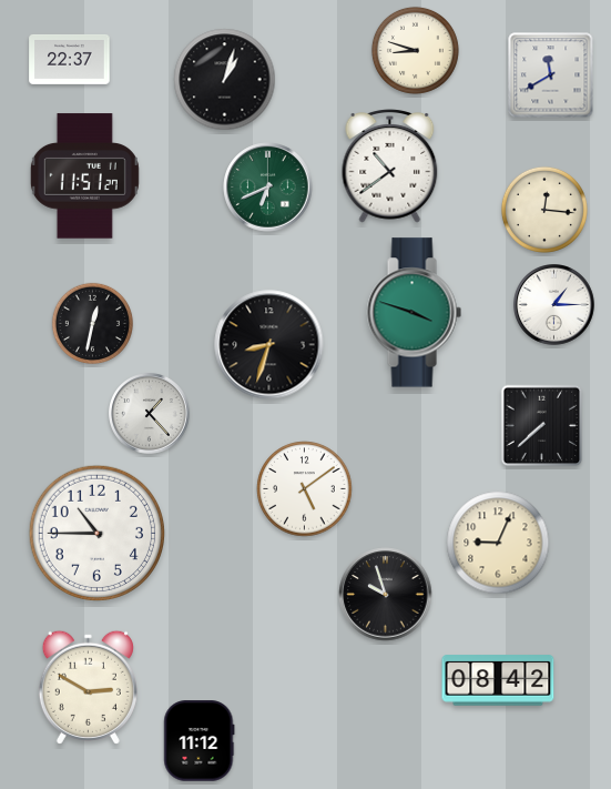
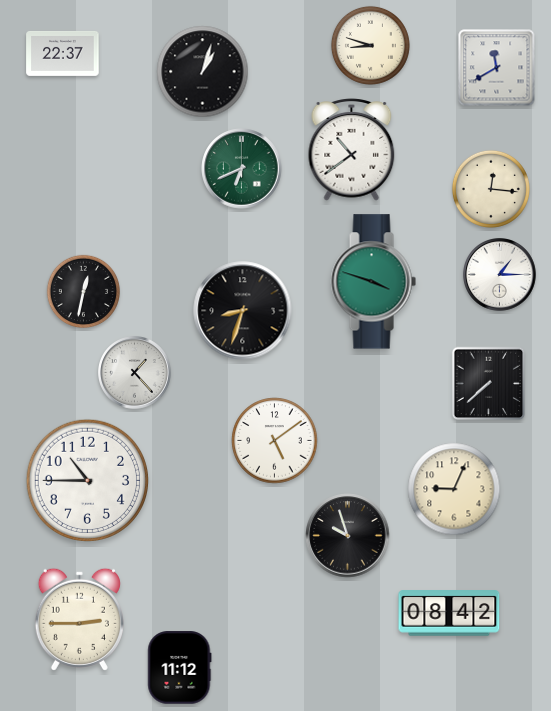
clock at (415, 50) position: (415, 50) -> (370, 45)
clock at (84, 176): 11:51 -> none
clock at (498, 543) position: (498, 543) -> (454, 489)
clock at (88, 687): 2:50 -> 2:45
